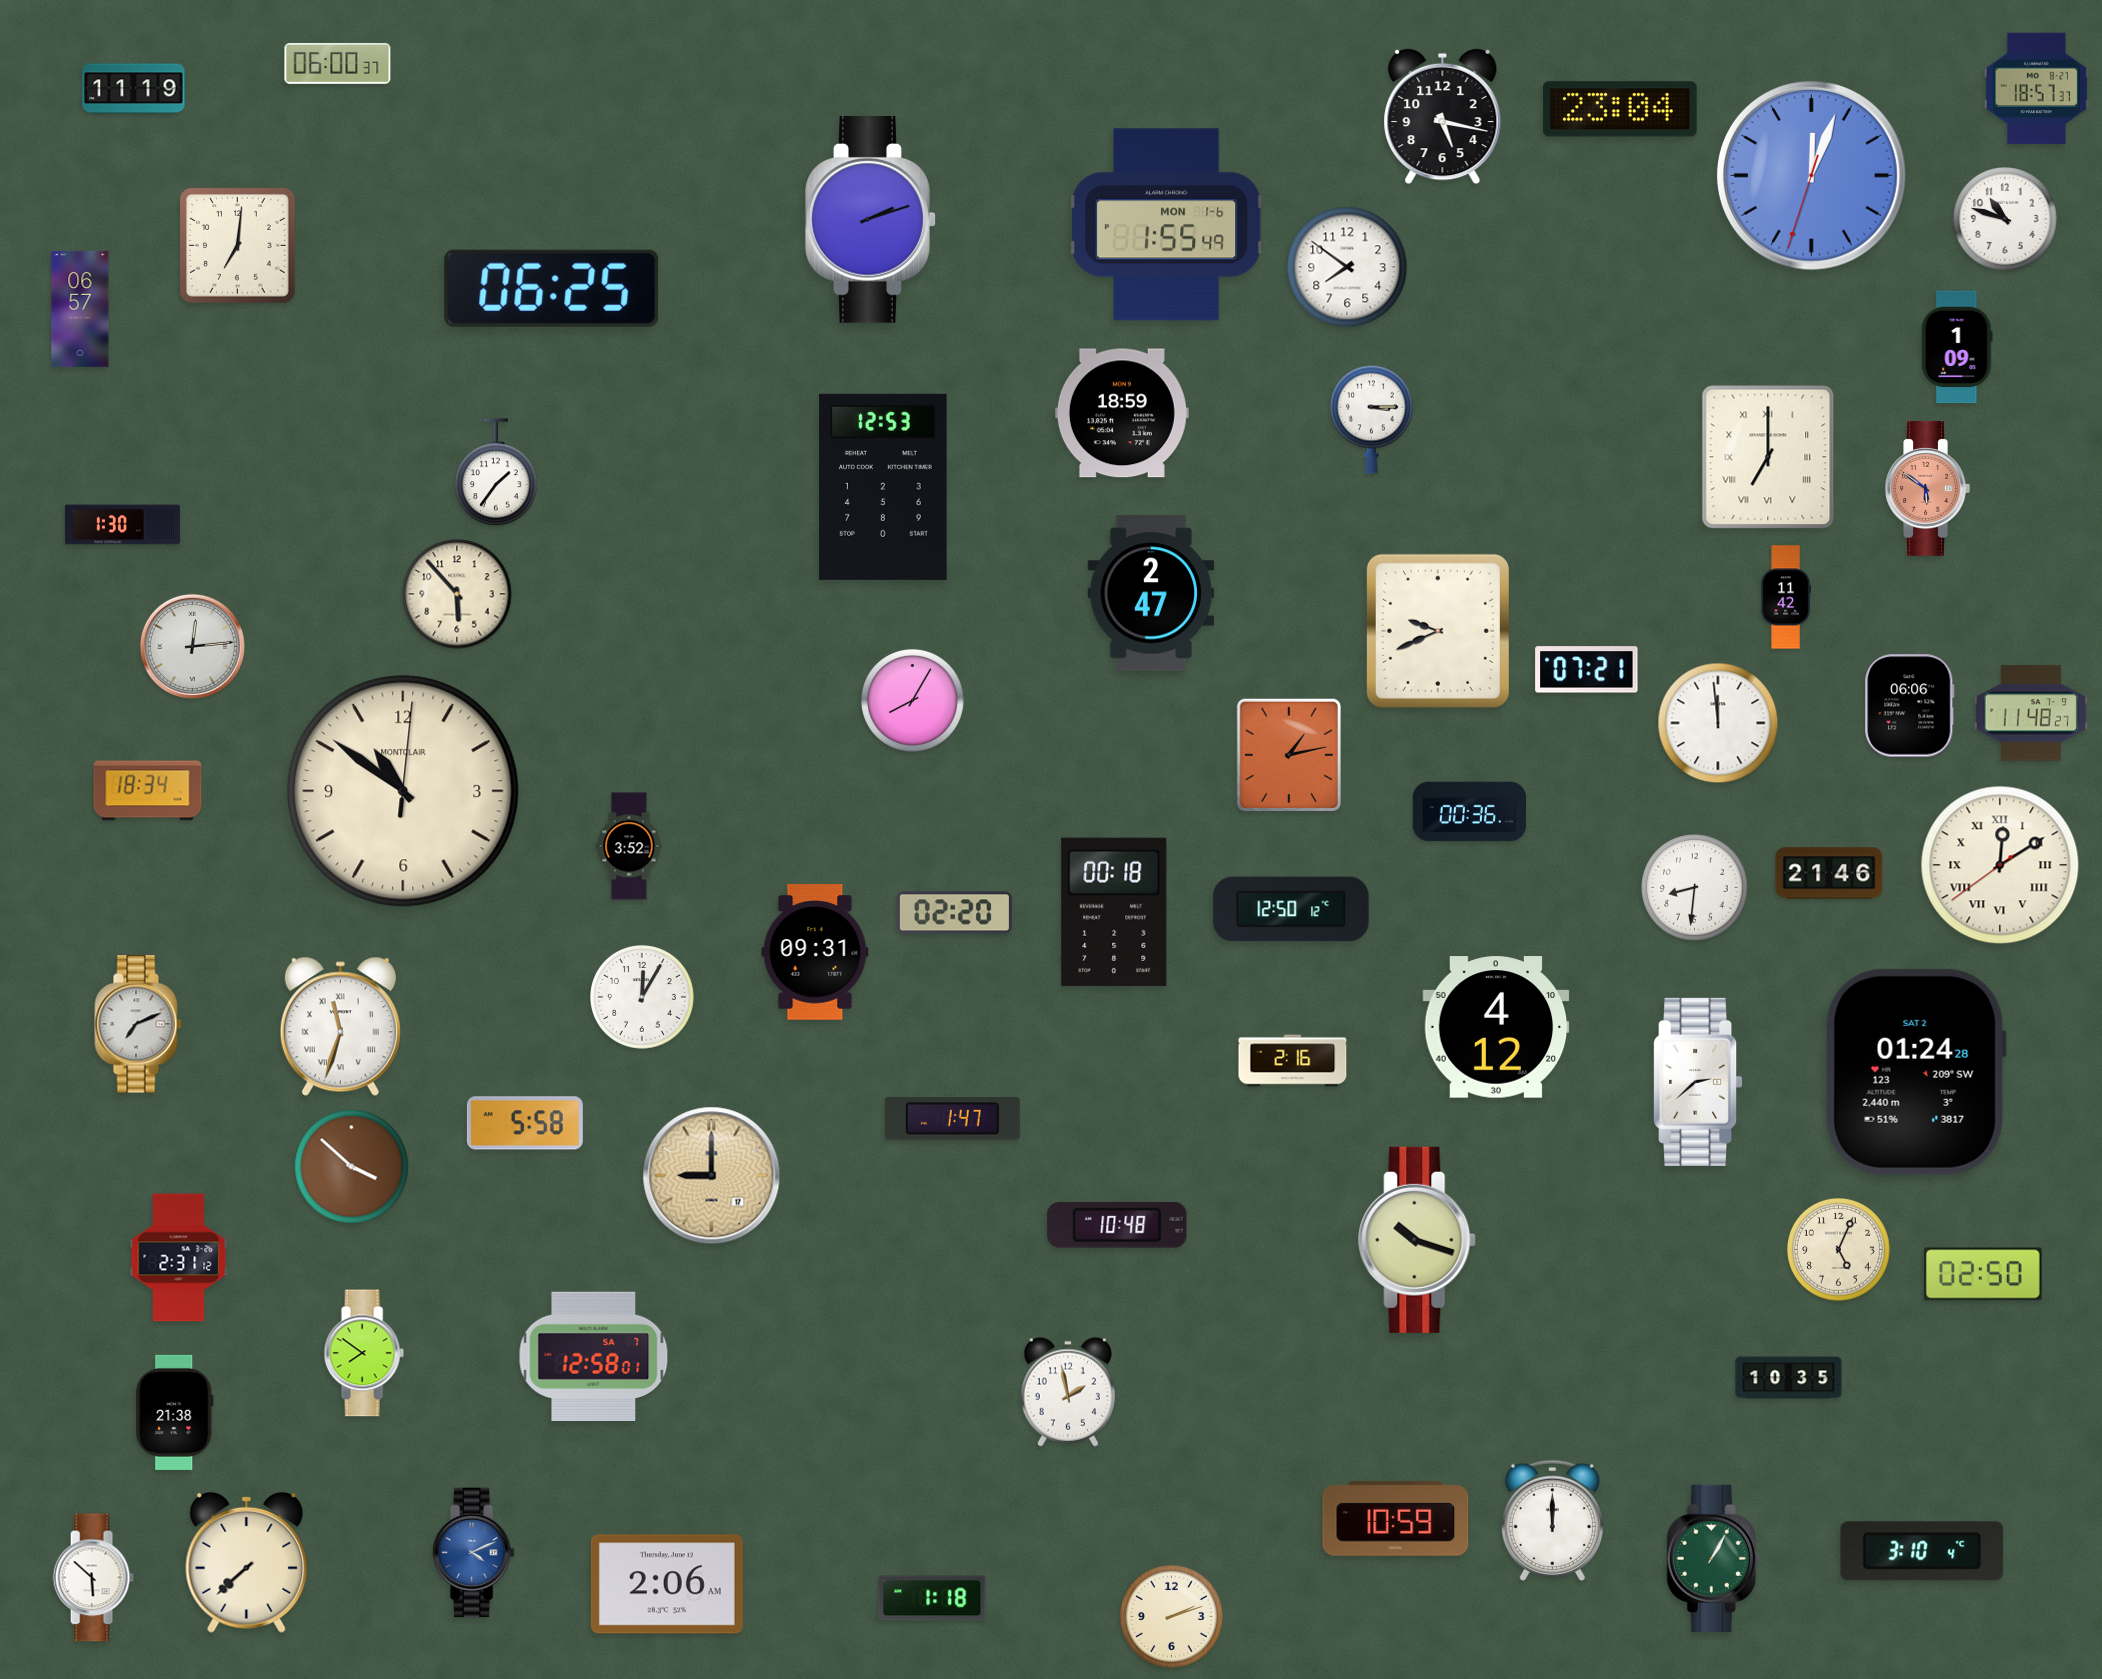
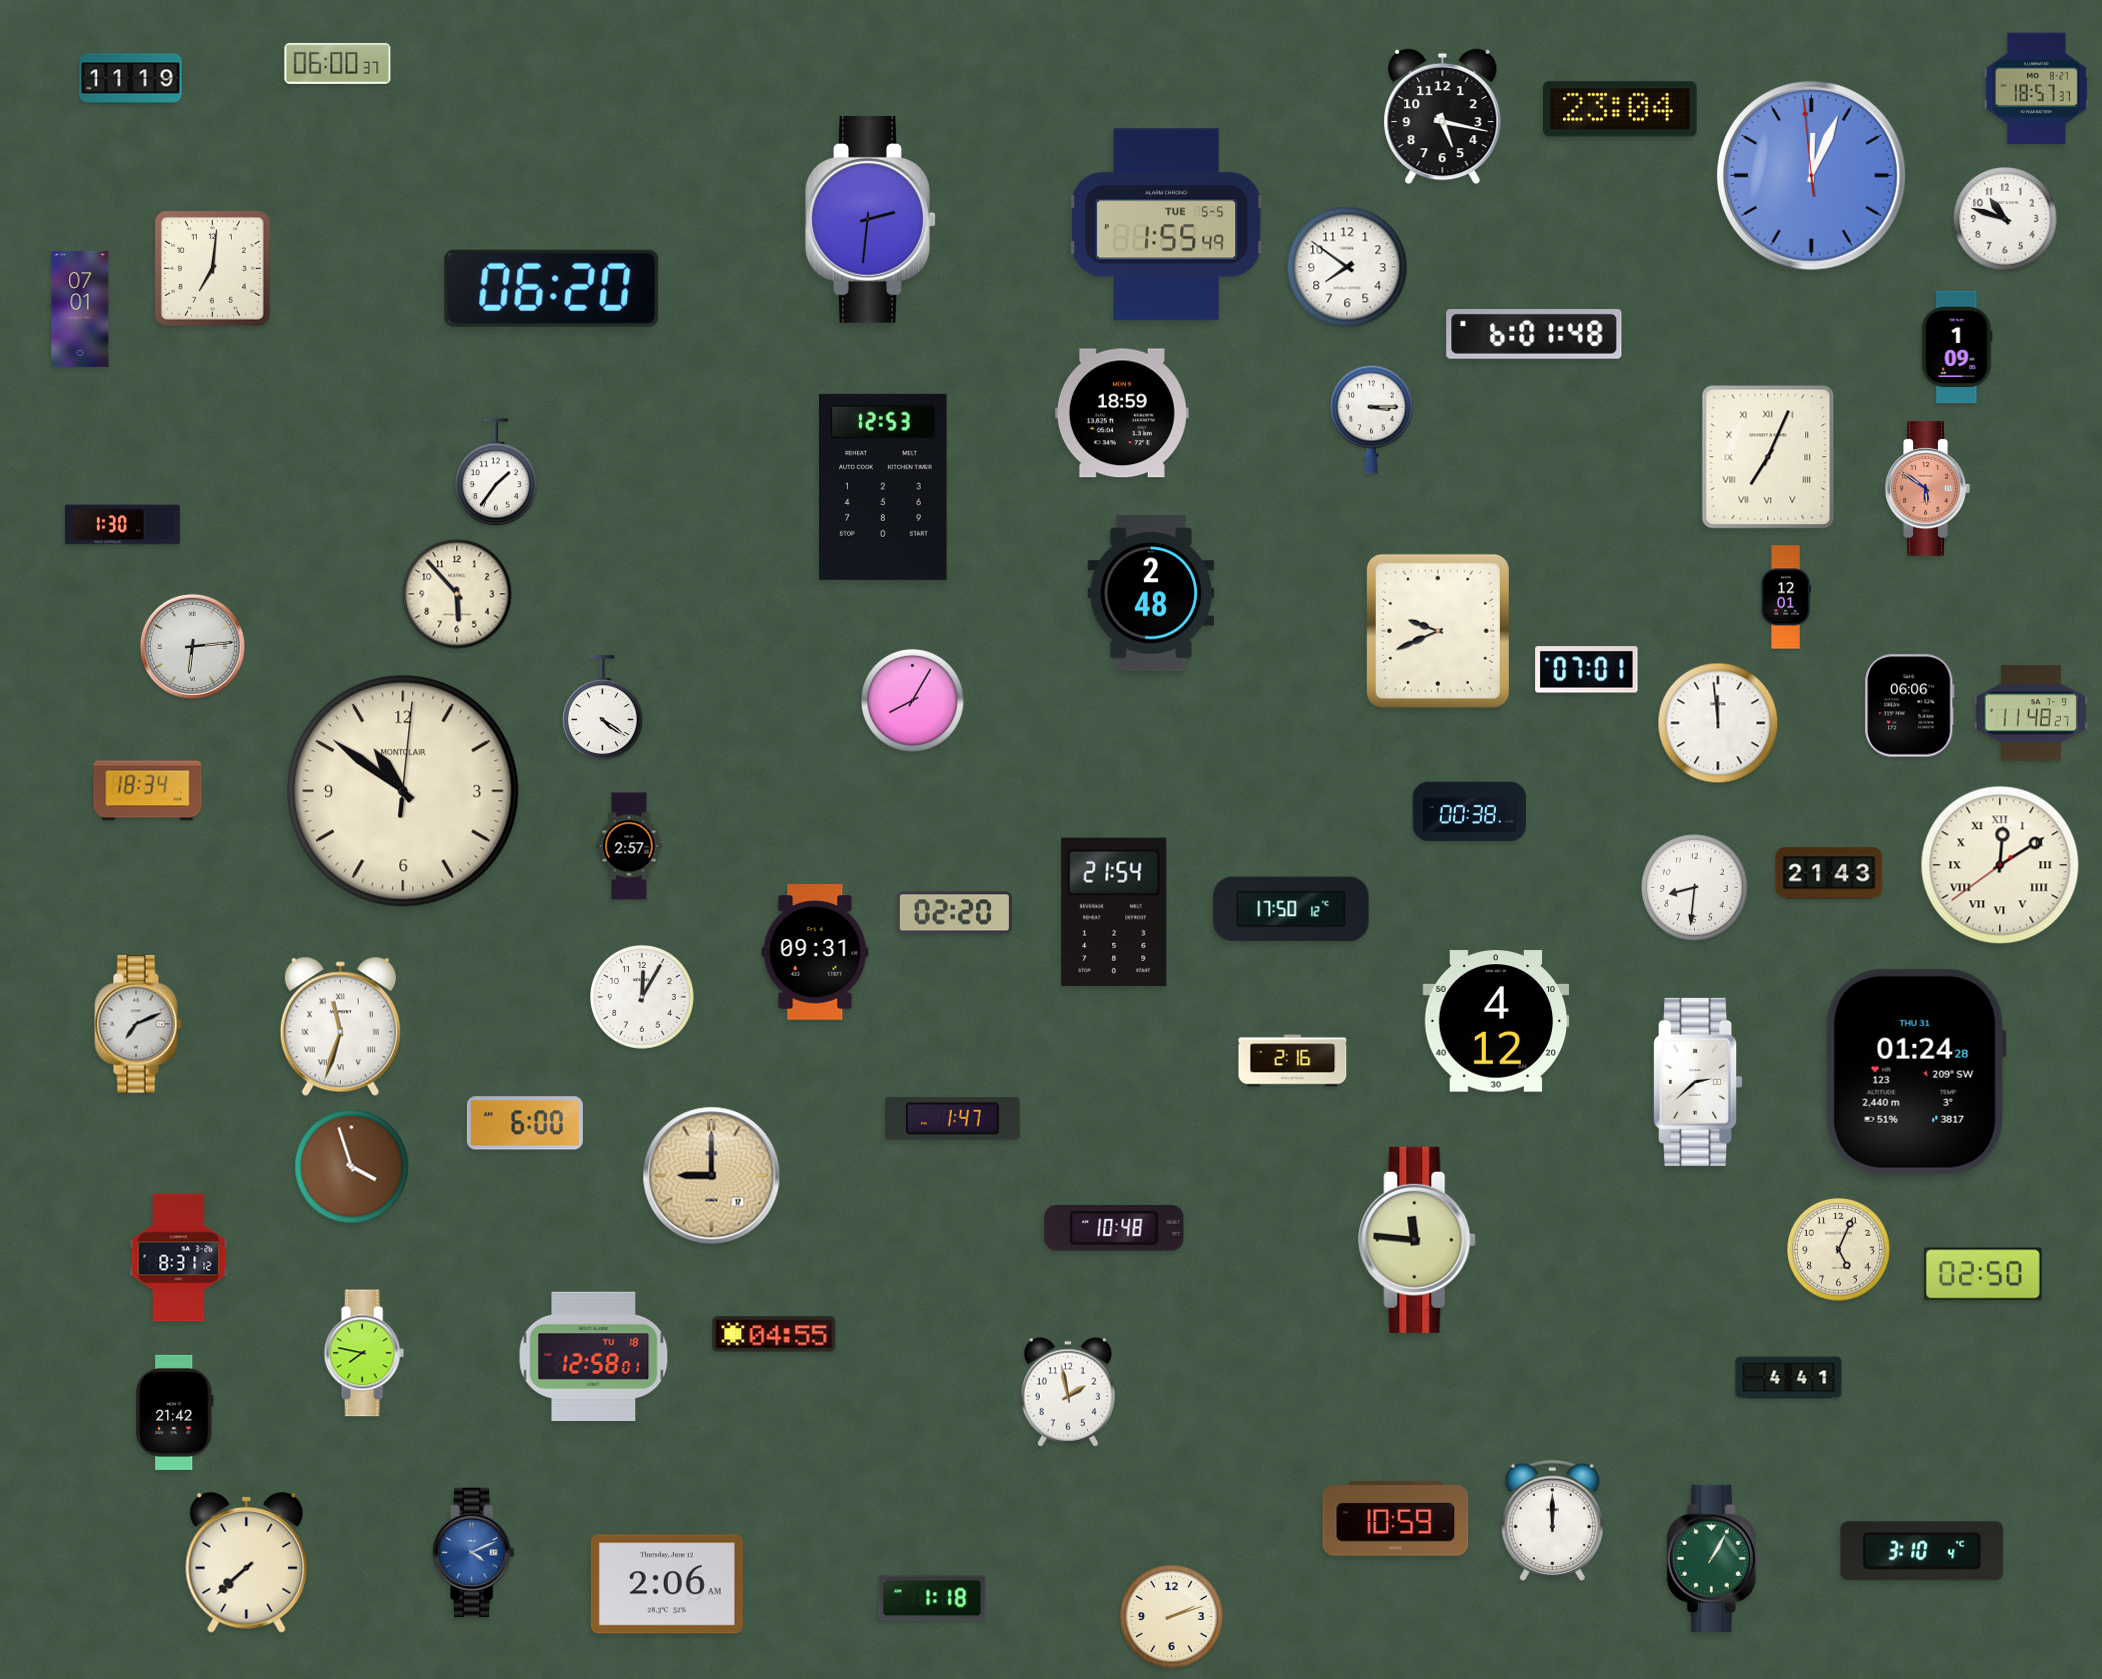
clock at (134, 89) position: (134, 89) -> (131, 79)
clock at (1811, 175): 12:03:33 -> 12:03:59
clock at (871, 219): 2:12 -> 2:31
clock at (1167, 225) date: MON 1-6 -> TUE 5-5
clock at (238, 246) position: (238, 246) -> (213, 269)
clock at (552, 288): 06:25 -> 06:20
clock at (80, 309): 06:57 -> 07:01
clock at (1534, 335): none -> 6:01
clock at (1768, 457): 7:00 -> 7:04
clock at (1151, 593): 2:47 -> 2:48
clock at (1786, 597): 11:42 -> 12:01
clock at (192, 646): 12:14 -> 6:14
clock at (1587, 670): 07:21 -> 07:01
clock at (603, 707): none -> 4:21
clock at (1288, 754): 1:13 -> none
clock at (1469, 812): 00:36 -> 00:38
clock at (629, 846): 3:52 -> 2:57
clock at (1829, 873): 21:46 -> 21:43
clock at (1291, 909): 12:50 -> 17:50
clock at (1114, 912): 00:18 -> 21:54
clock at (1496, 1027) position: (1496, 1027) -> (1496, 1021)
clock at (1916, 1072) date: SAT 2 -> THU 31
clock at (525, 1123): 5:58 -> 6:00
clock at (352, 1167): 3:52 -> 3:57
clock at (1117, 1226) position: (1117, 1226) -> (1114, 1229)
clock at (1418, 1240): 10:18 -> 11:46
clock at (179, 1258): 2:31 -> 8:31
clock at (774, 1334): none -> 04:55
clock at (364, 1353): 7:51 -> 7:47
clock at (594, 1356) date: SA 7 -> TU 18
clock at (1789, 1378): 10:35 -> 4:41
clock at (175, 1412): 21:38 -> 21:42
clock at (93, 1578): 5:52 -> none
